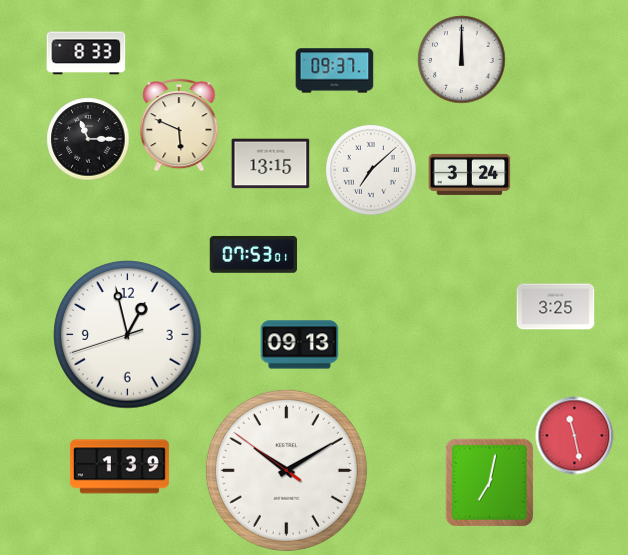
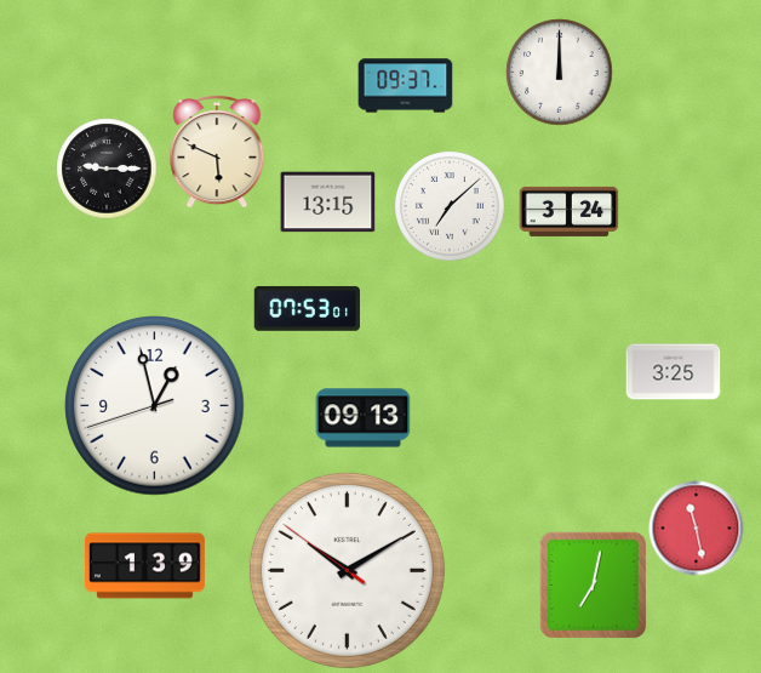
clock at (86, 53): 8:33 -> none
clock at (88, 139): 11:15 -> 9:15
clock at (270, 164) position: (270, 164) -> (327, 203)
